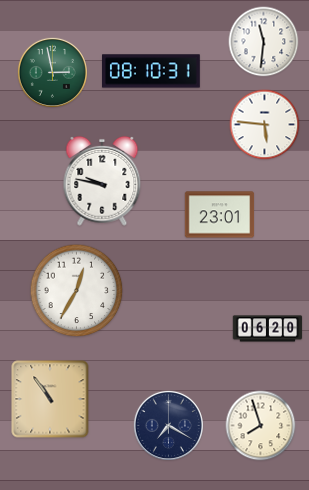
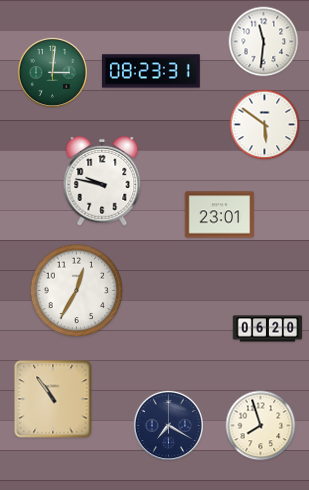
clock at (152, 71): 08:10 -> 08:23
clock at (52, 72): 2:58 -> 3:01
clock at (265, 125): 5:46 -> 5:51
clock at (50, 399) position: (50, 399) -> (53, 399)
